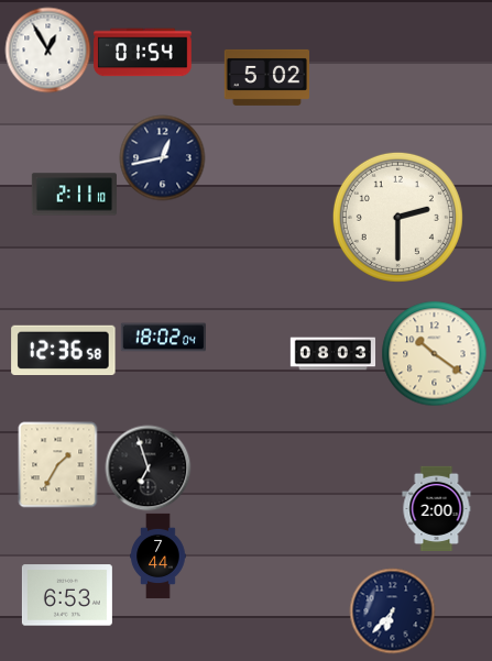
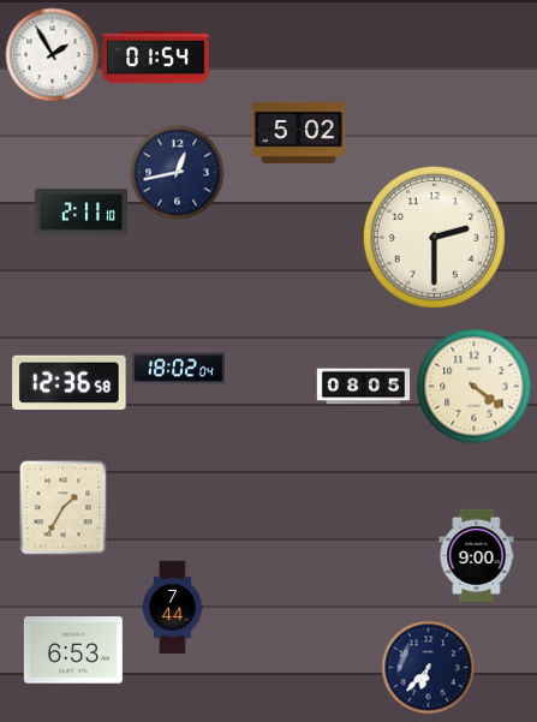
clock at (47, 49): 12:55 -> 1:55
clock at (266, 77) position: (266, 77) -> (298, 132)
clock at (434, 353): 10:21 -> 4:21
clock at (332, 354): 08:03 -> 08:05
clock at (147, 467): 6:57 -> none
clock at (437, 508): 2:00 -> 9:00
